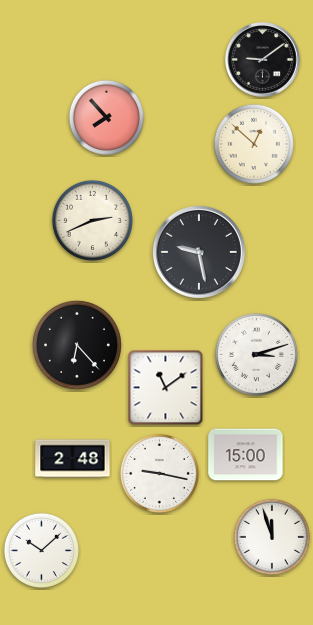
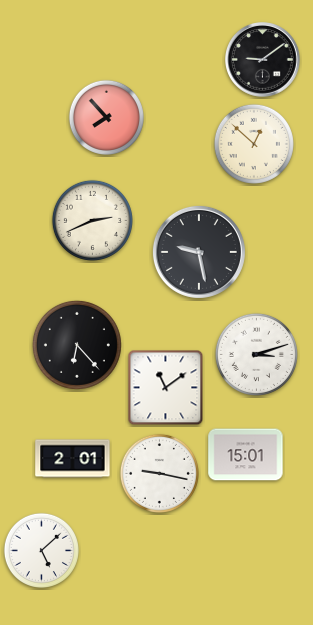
clock at (246, 455): 15:00 -> 15:01
clock at (73, 459): 2:48 -> 2:01
clock at (272, 537): 11:57 -> none
clock at (41, 550): 10:08 -> 5:08
